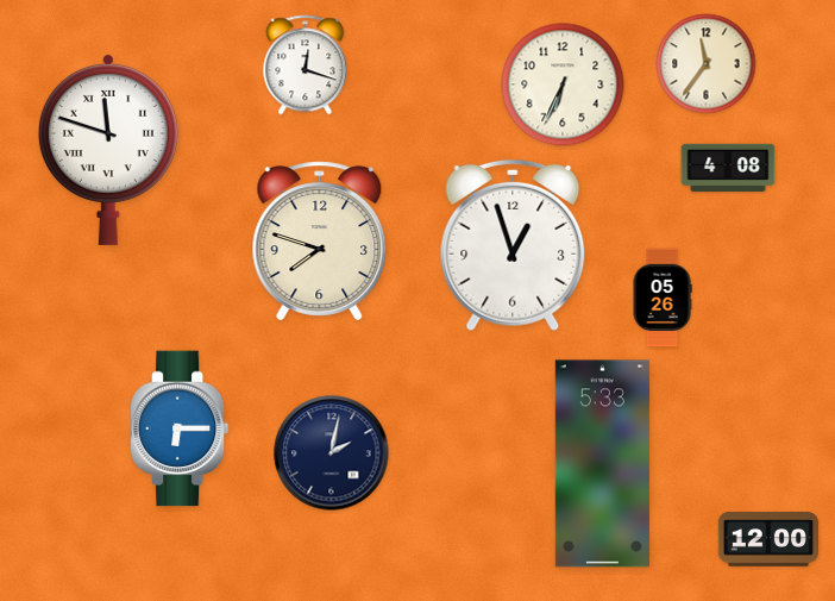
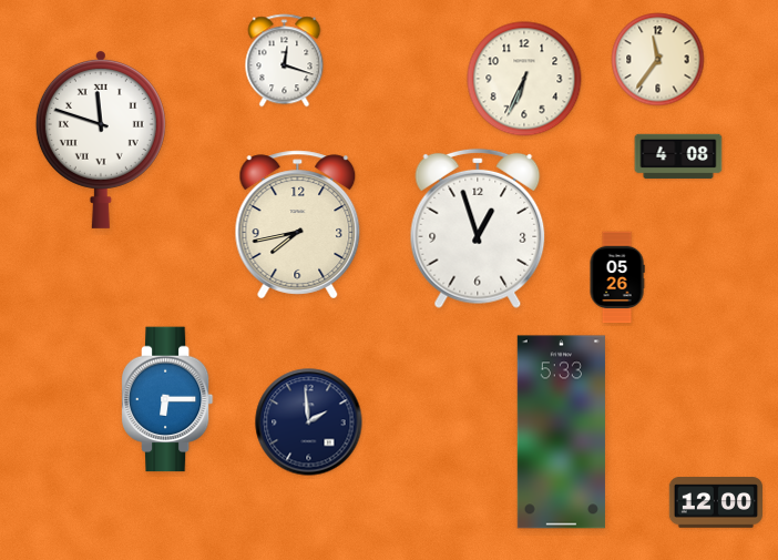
clock at (320, 242): 7:48 -> 7:43
clock at (332, 453): 2:02 -> 1:59
